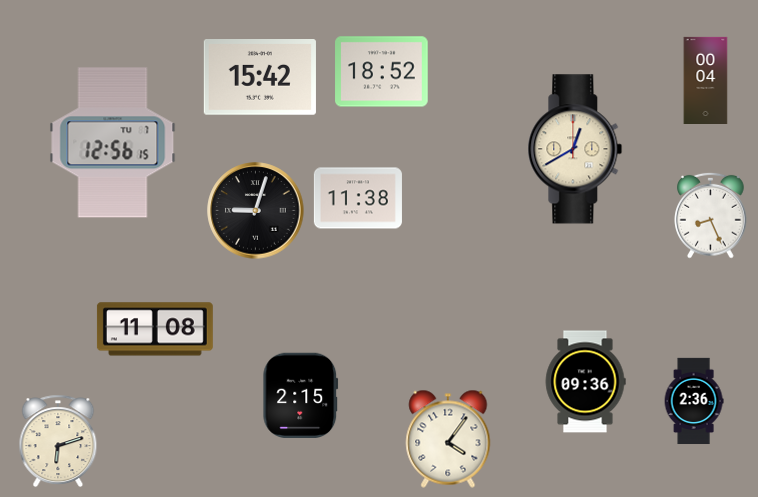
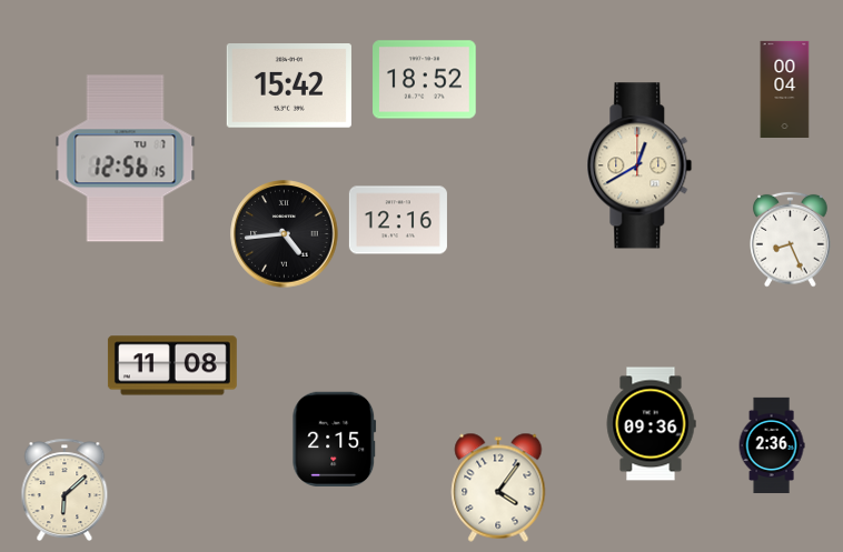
clock at (358, 198): 11:38 -> 12:16
clock at (256, 211): 9:03 -> 4:44
clock at (58, 441): 6:12 -> 6:08
